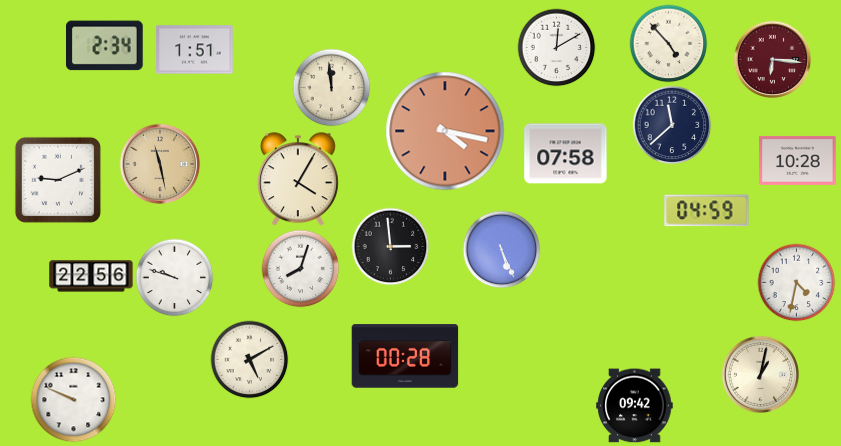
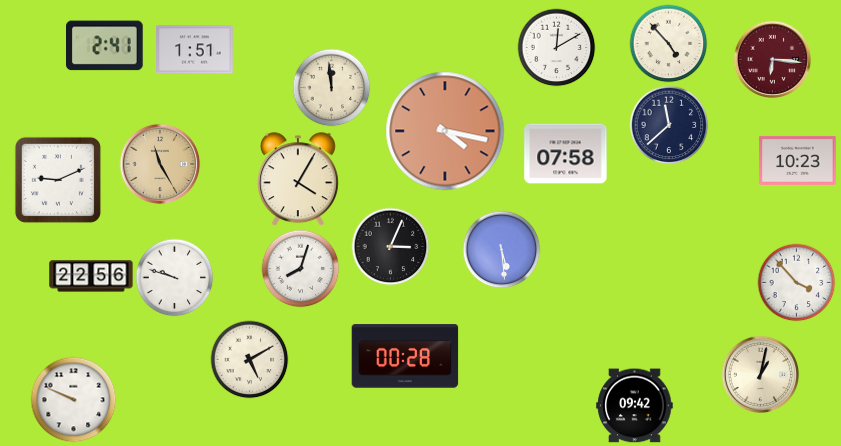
clock at (105, 46): 2:34 -> 2:41
clock at (672, 125) position: (672, 125) -> (669, 125)
clock at (798, 160): 10:28 -> 10:23
clock at (160, 164): 11:28 -> 11:25
clock at (707, 211): 04:59 -> none
clock at (390, 246): 2:59 -> 3:04
clock at (501, 249): 5:26 -> 5:29
clock at (796, 282): 4:32 -> 3:53
